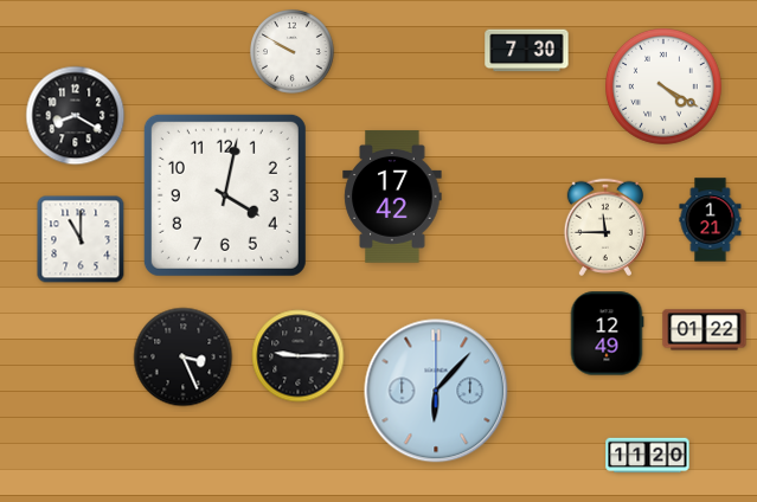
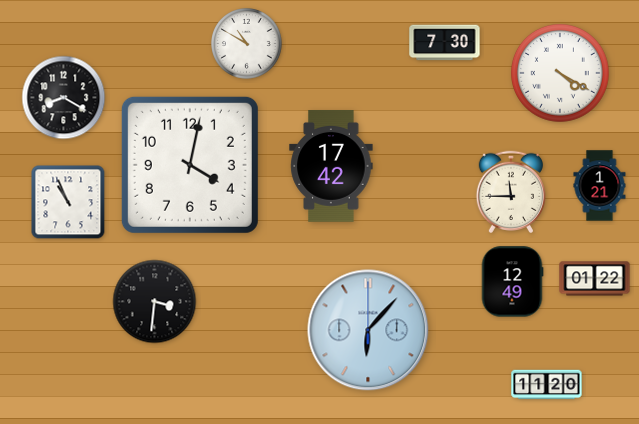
clock at (293, 52): 9:50 -> 10:50
clock at (81, 239): 11:00 -> 10:56
clock at (299, 356): 9:15 -> none
clock at (184, 358): 3:26 -> 3:31
